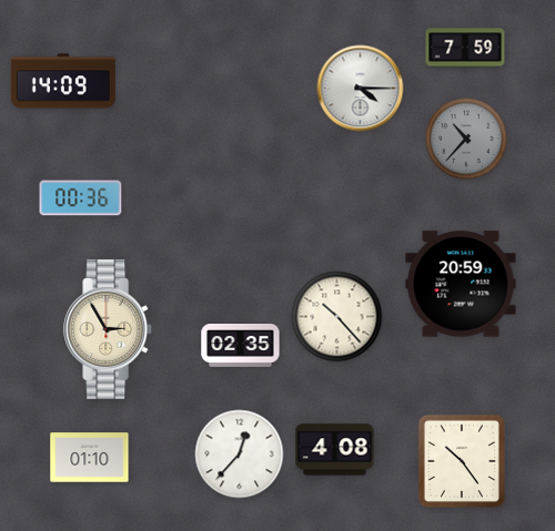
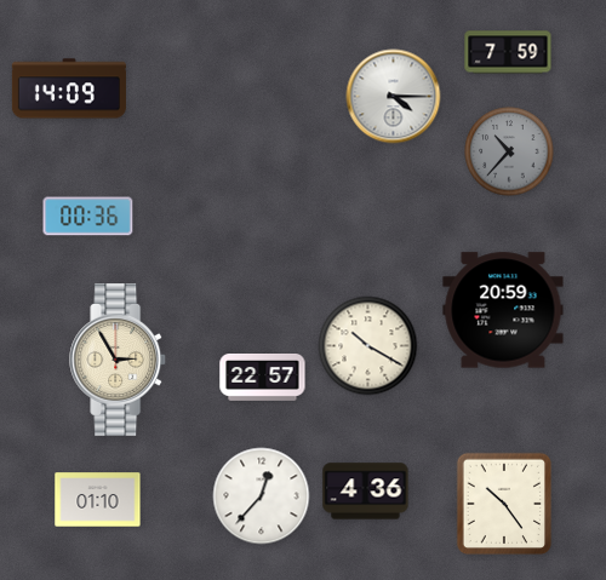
clock at (337, 317): 10:23 -> 10:20
clock at (241, 346): 02:35 -> 22:57
clock at (335, 450): 4:08 -> 4:36
